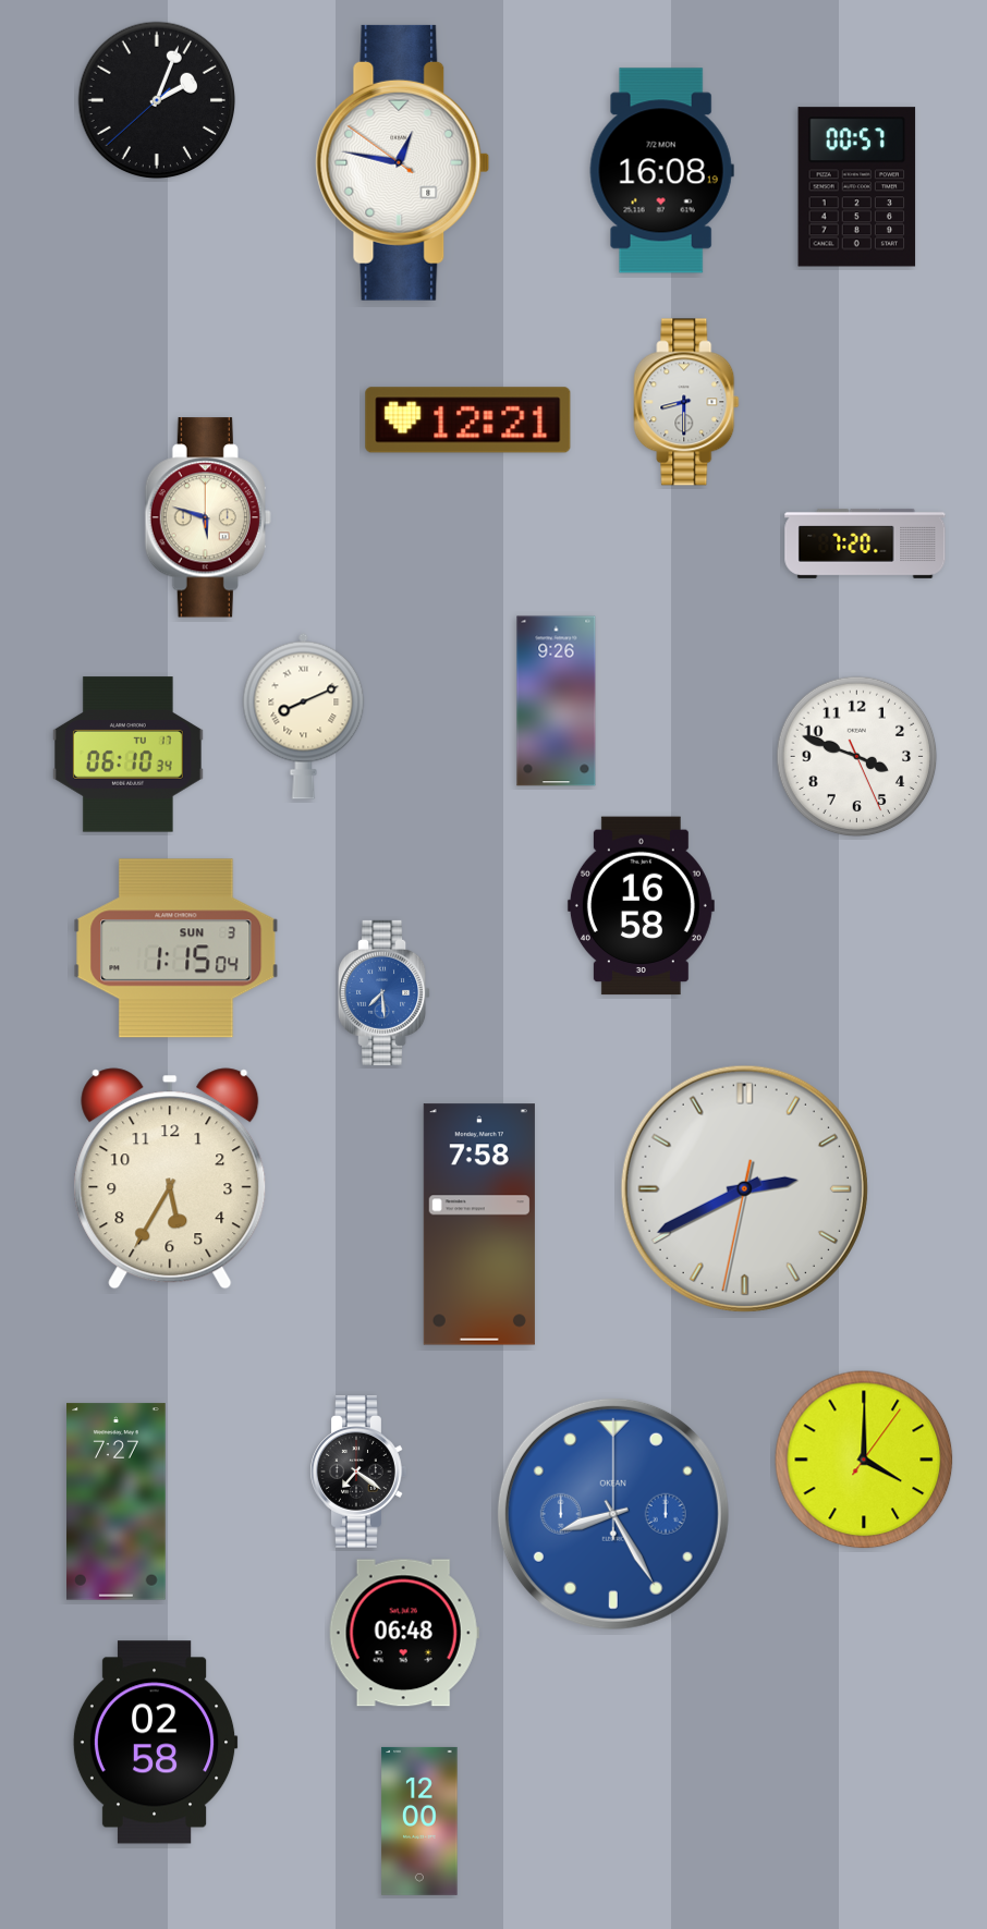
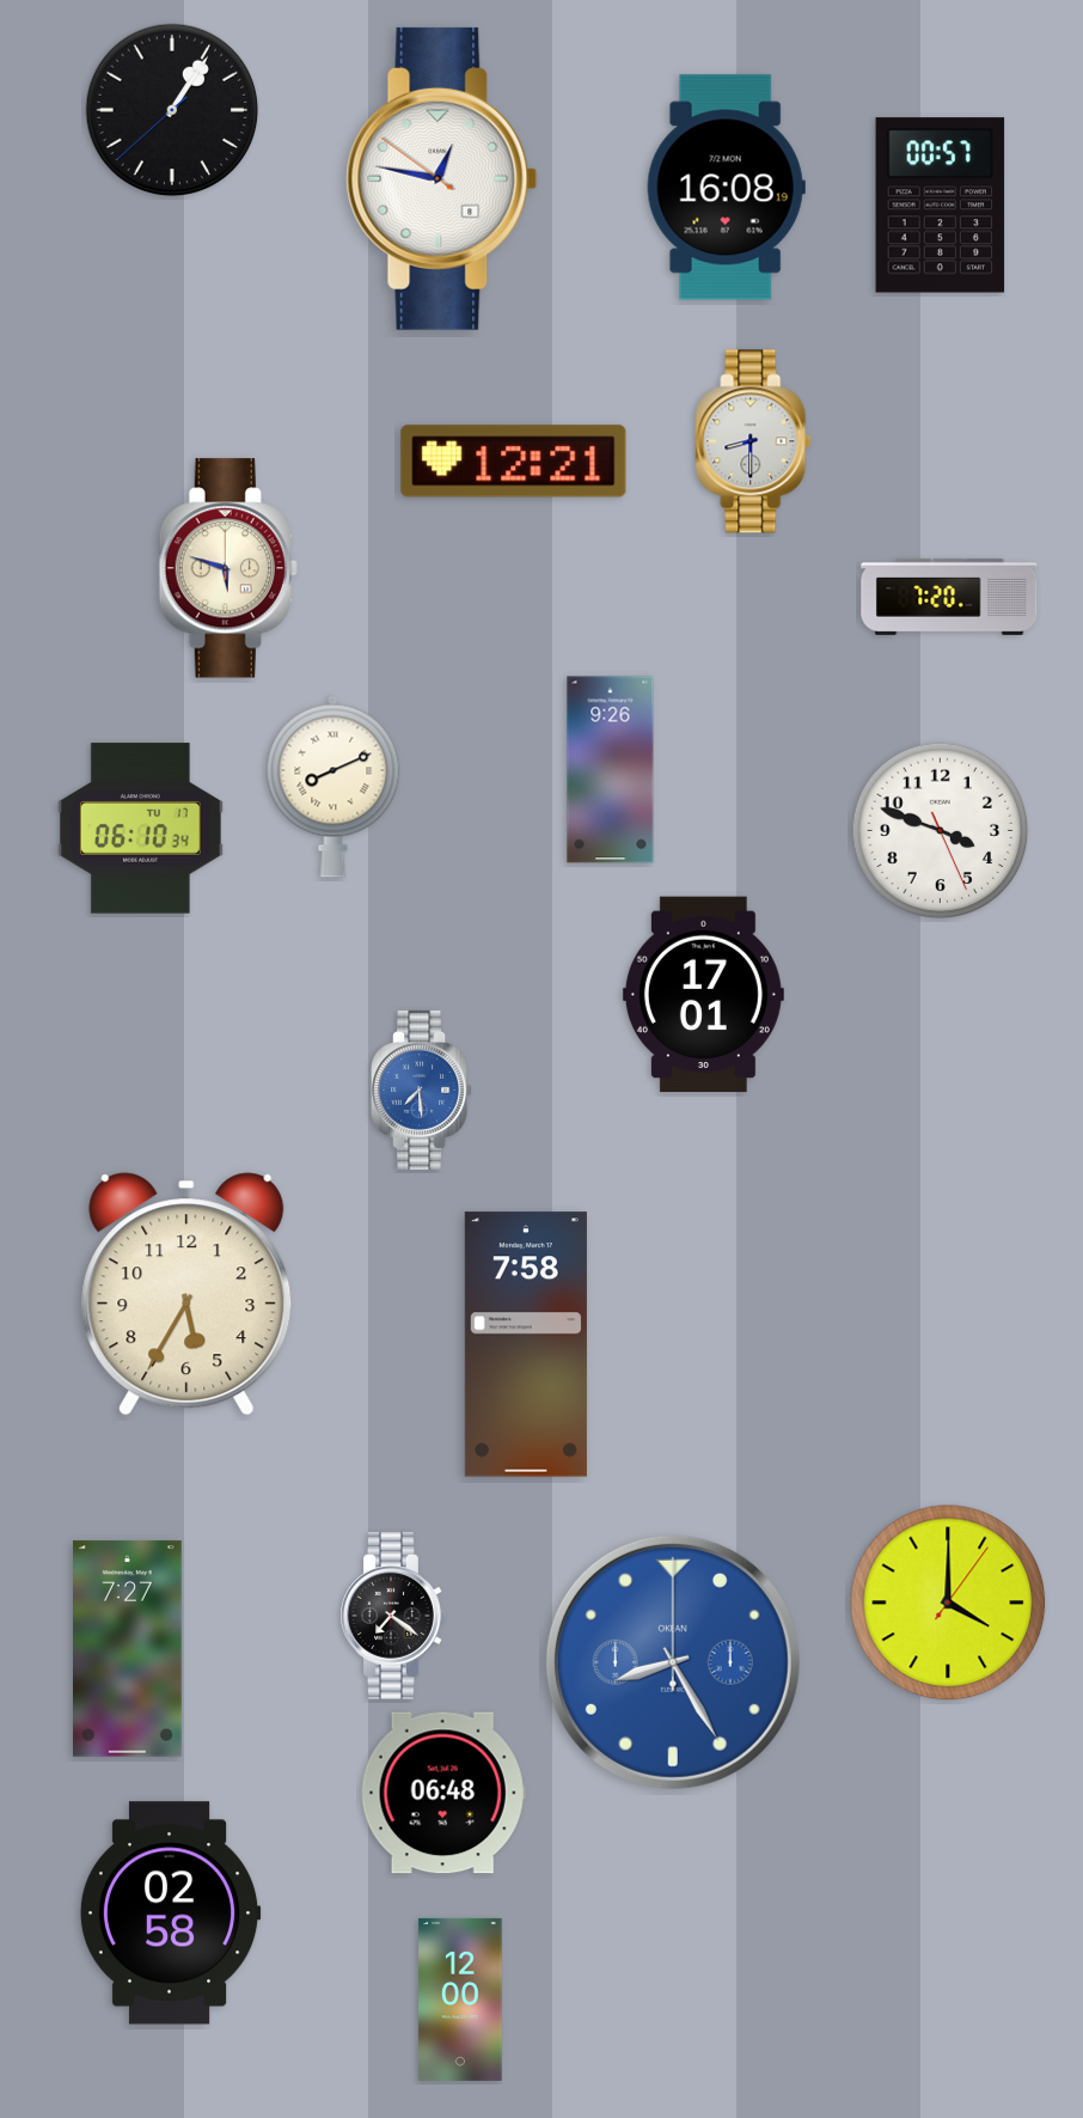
clock at (157, 100): 2:03 -> 1:05
clock at (641, 906): 16:58 -> 17:01
clock at (176, 949): 1:15 -> none
clock at (744, 1188): 2:40 -> none
